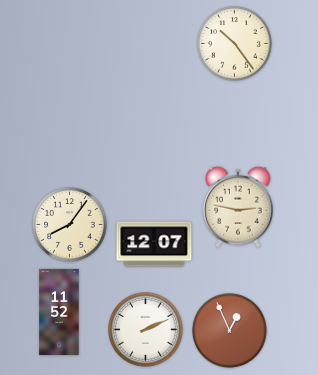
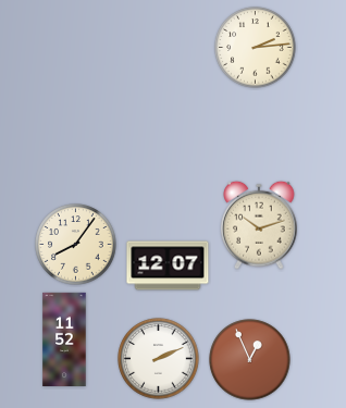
clock at (235, 44): 10:24 -> 2:14
clock at (238, 207): 2:47 -> 10:12
